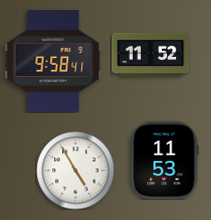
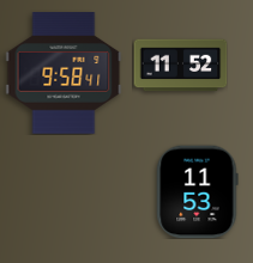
clock at (75, 170): 4:55 -> none
